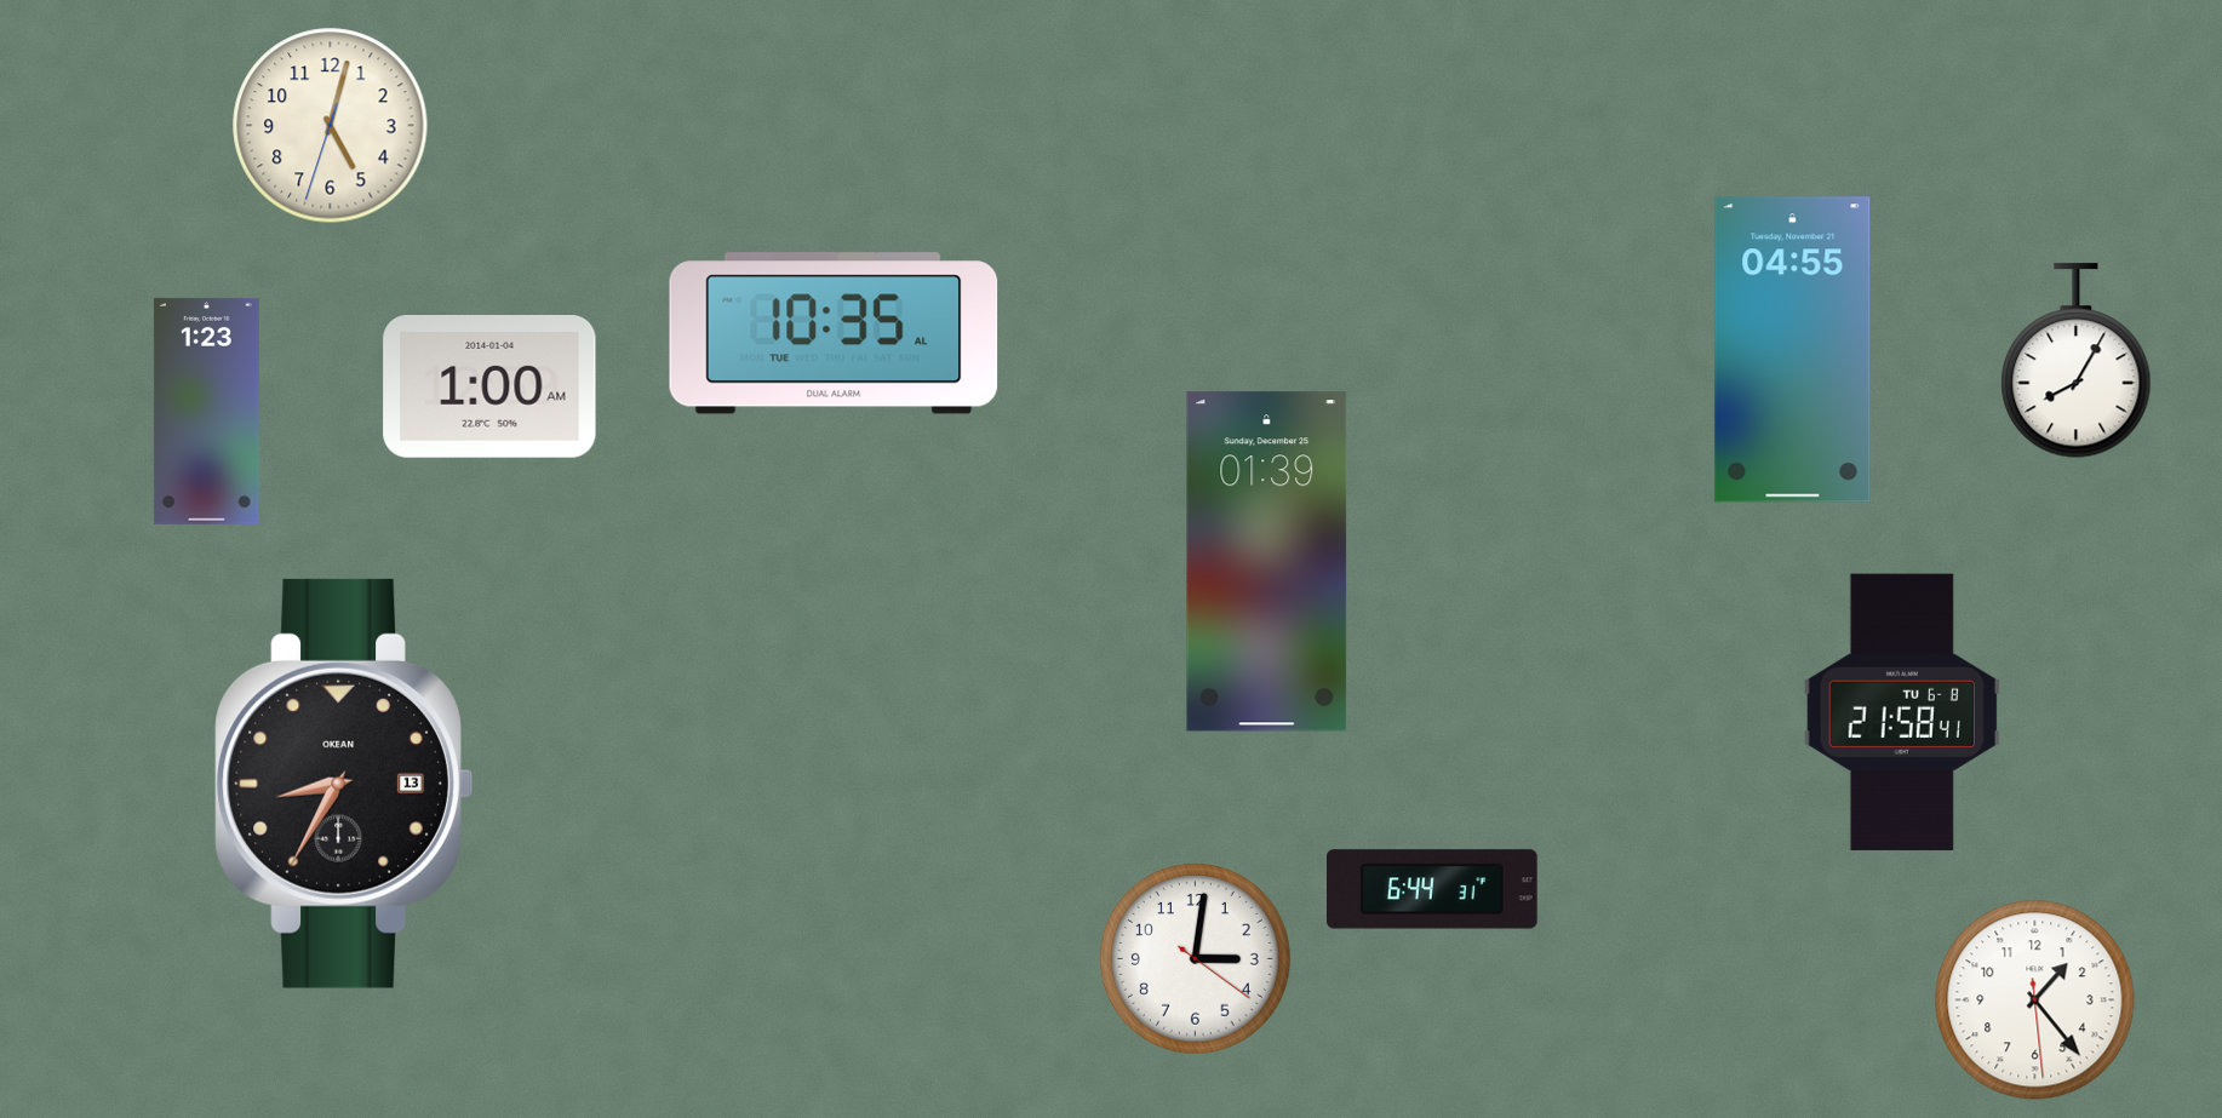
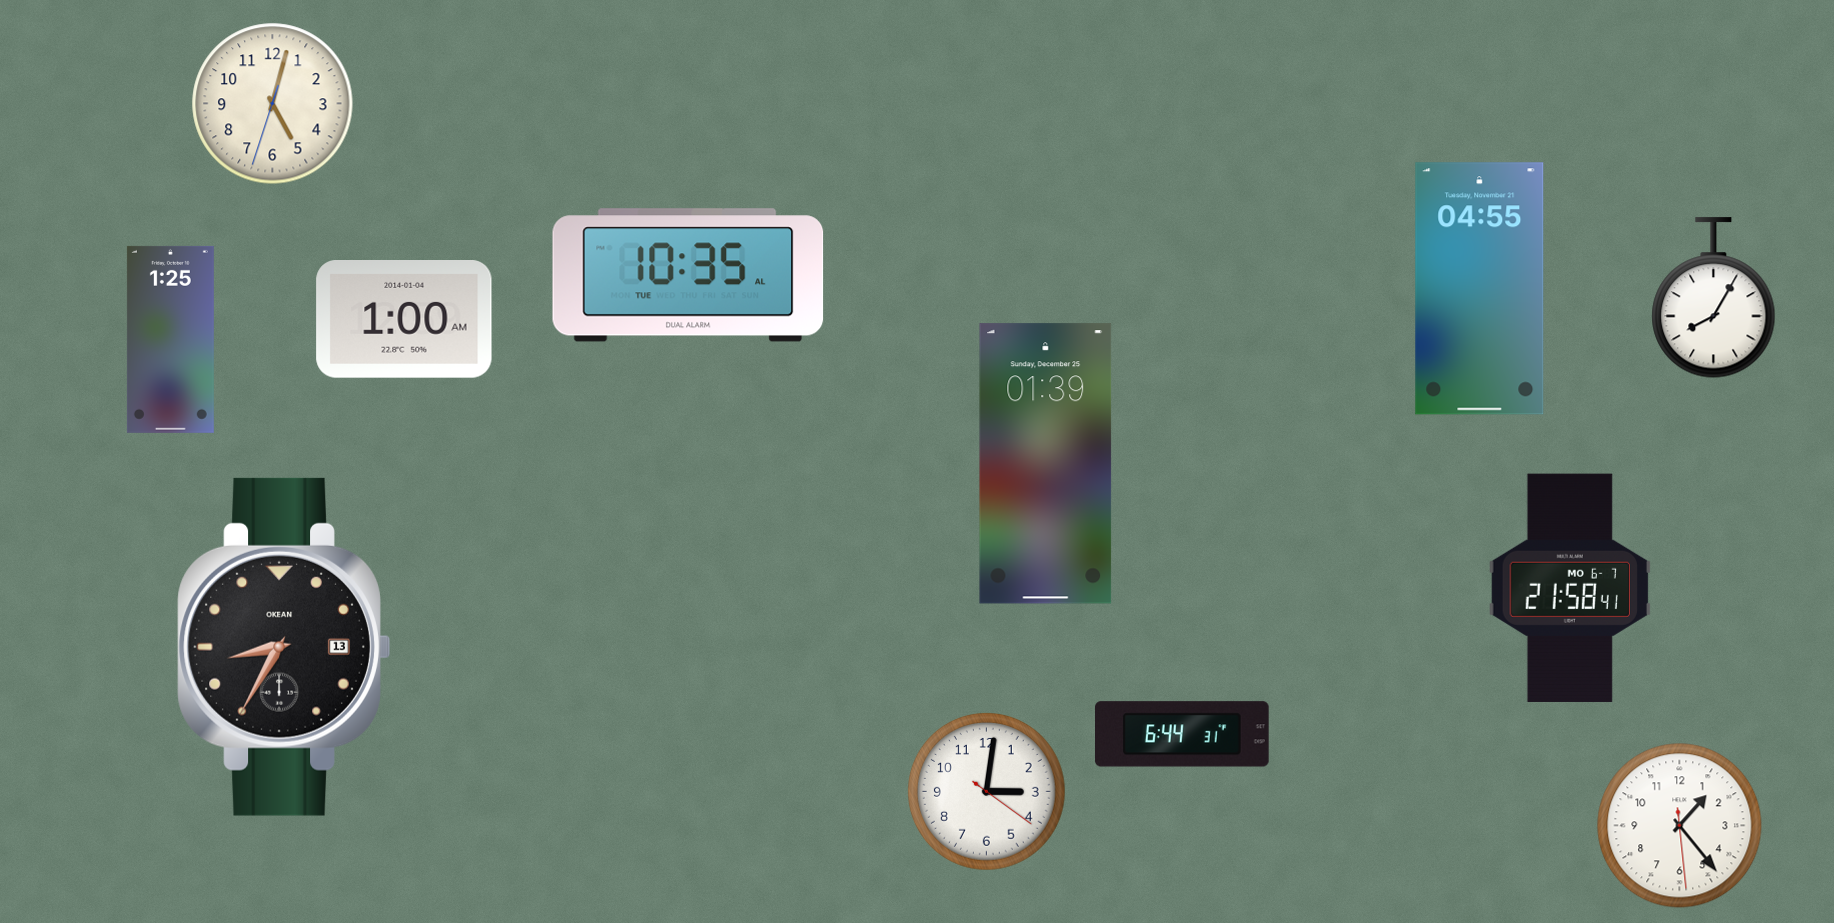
clock at (206, 411): 1:23 -> 1:25
clock at (1902, 712) date: TU 6-8 -> MO 6-7
